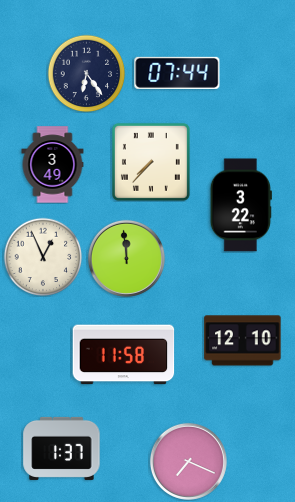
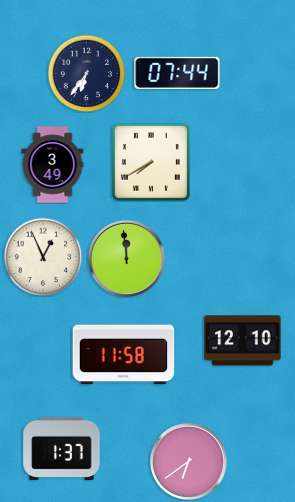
clock at (86, 73): 6:24 -> 6:36
clock at (151, 162): 7:37 -> 7:40
clock at (241, 205): 3:22 -> none
clock at (188, 461): 7:19 -> 6:39
